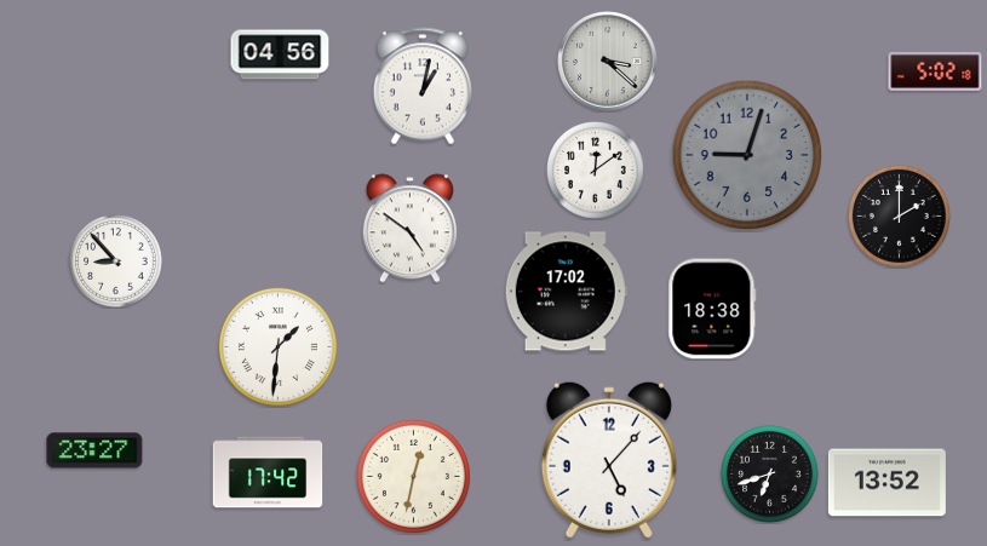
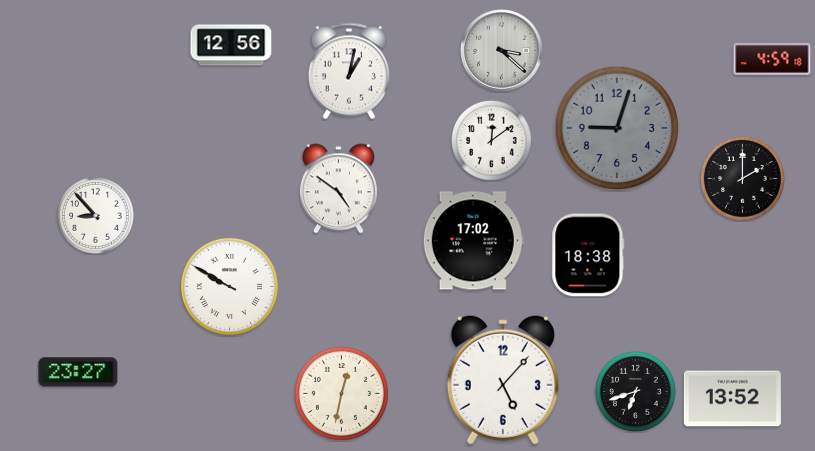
clock at (280, 54): 04:56 -> 12:56
clock at (935, 71): 5:02 -> 4:59
clock at (566, 292) position: (566, 292) -> (473, 241)
clock at (277, 346): 1:31 -> 9:50
clock at (268, 472): 17:42 -> none
